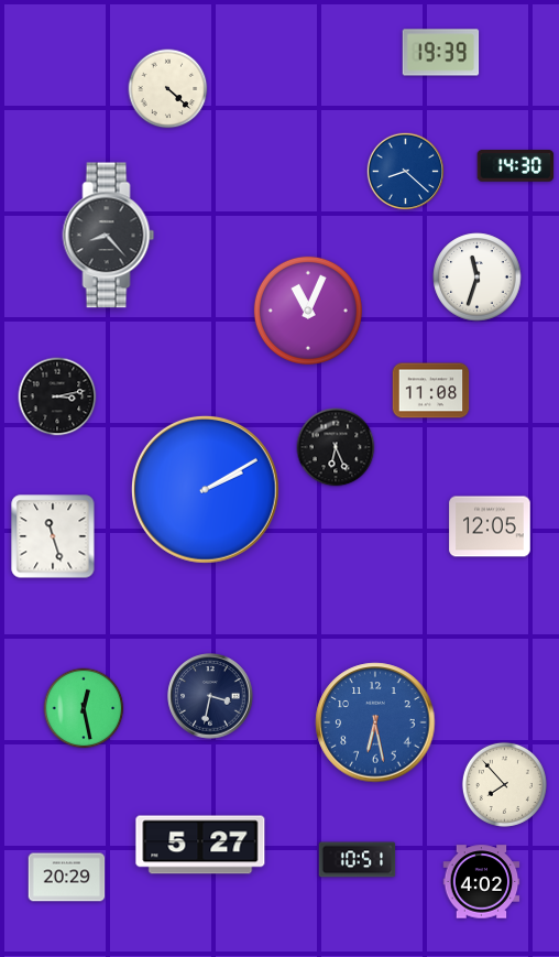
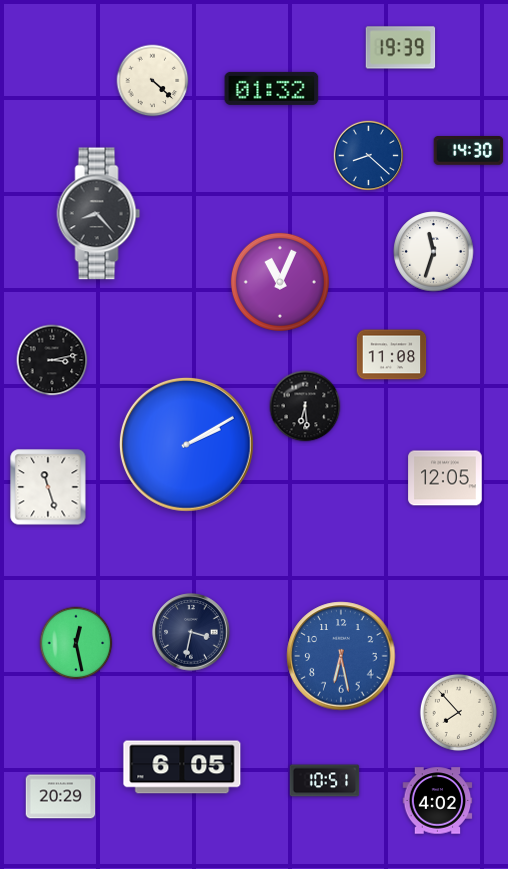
clock at (272, 88): none -> 01:32
clock at (336, 447): 6:26 -> 6:29
clock at (200, 845): 5:27 -> 6:05
